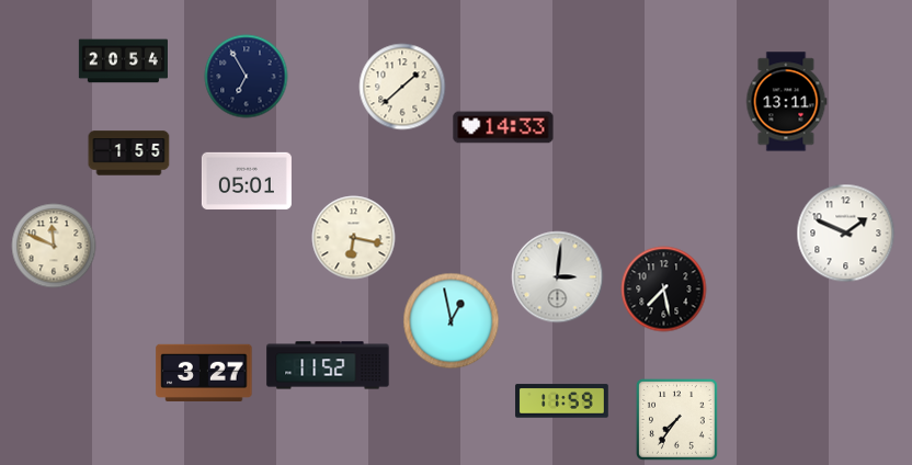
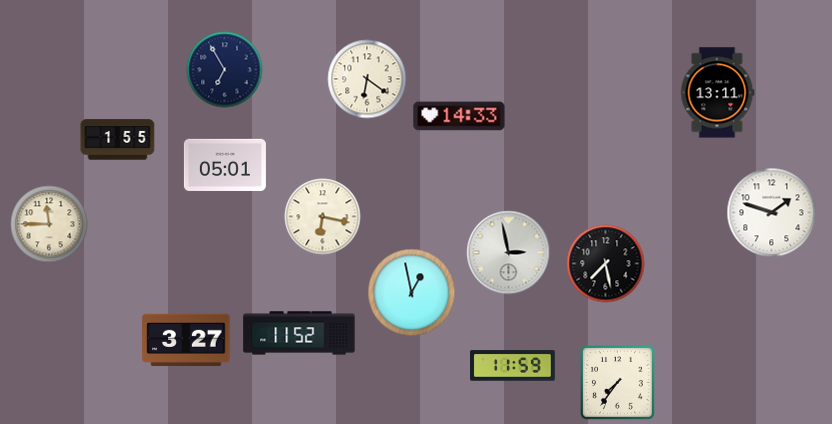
clock at (123, 61): 20:54 -> none
clock at (402, 87): 1:38 -> 6:21
clock at (846, 234): 1:49 -> 1:48
clock at (54, 246): 11:49 -> 11:45
clock at (558, 277): 3:01 -> 2:58
